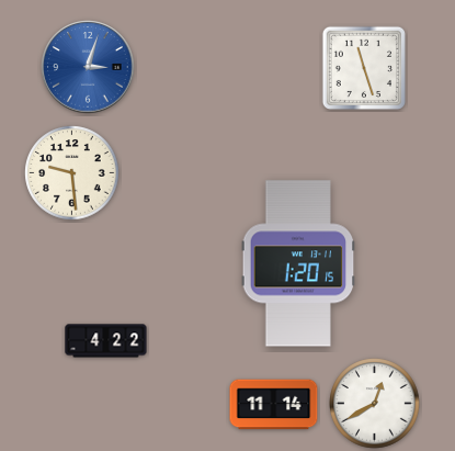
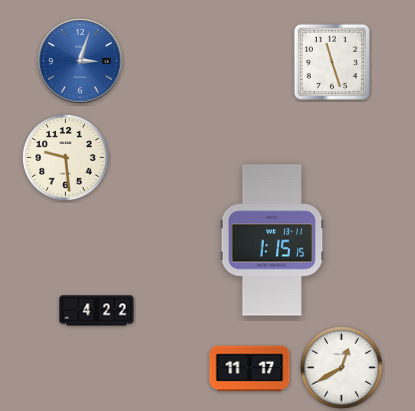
clock at (298, 263): 1:20 -> 1:15
clock at (274, 405): 11:14 -> 11:17
